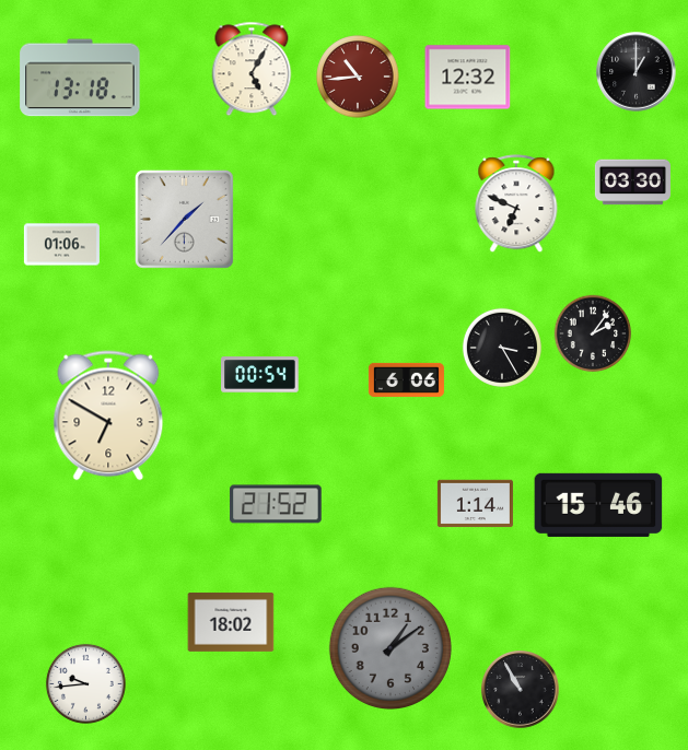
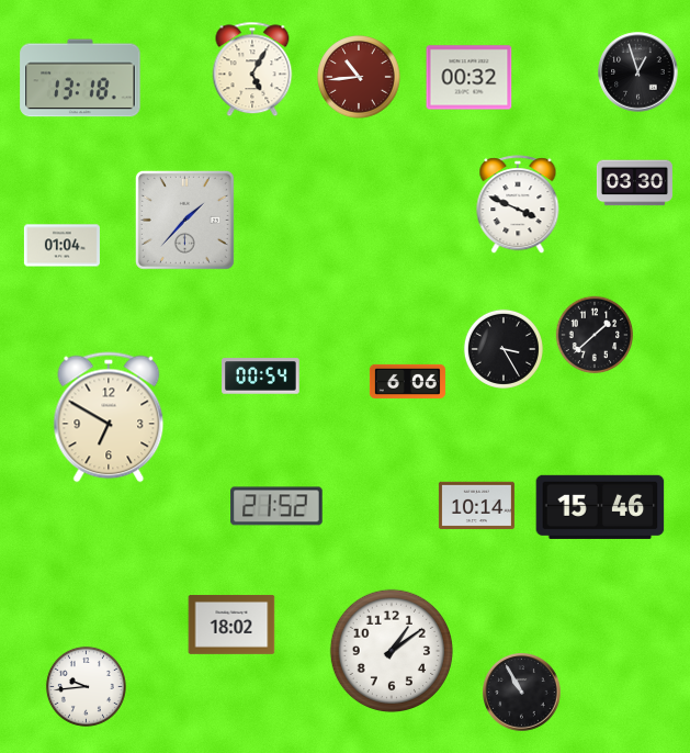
clock at (637, 72): 1:00 -> 12:57
clock at (468, 78): 12:32 -> 00:32
clock at (516, 204): 6:49 -> 3:49
clock at (61, 245): 01:06 -> 01:04
clock at (593, 333): 2:06 -> 1:38
clock at (475, 504): 1:14 -> 10:14
clock at (389, 647) dial: grey -> white
